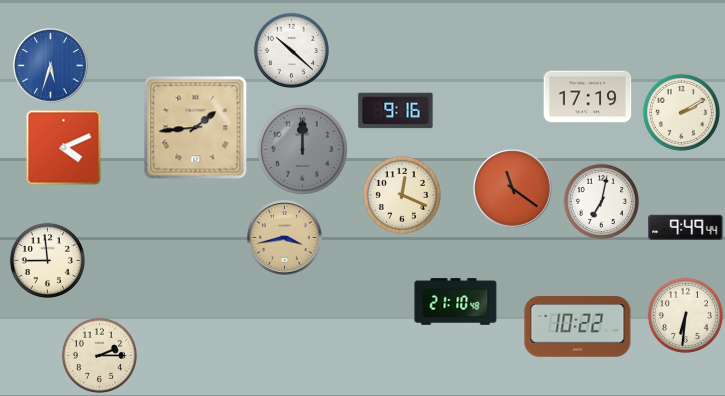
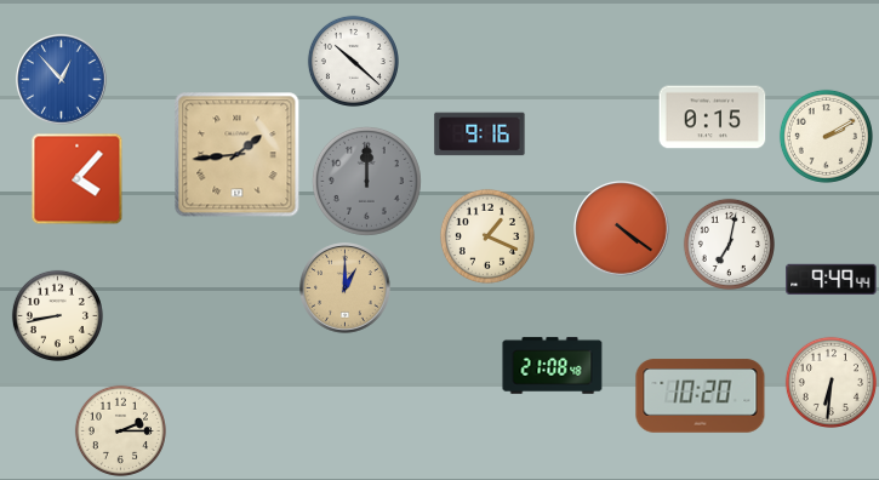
clock at (51, 66): 5:33 -> 12:53
clock at (588, 97): 17:19 -> 0:15
clock at (64, 148): 4:11 -> 4:07
clock at (513, 189): 11:21 -> 4:21
clock at (402, 195): 12:19 -> 1:19
clock at (686, 227) position: (686, 227) -> (832, 279)
clock at (285, 238): 3:43 -> 1:00
clock at (47, 260): 8:59 -> 8:43
clock at (456, 302): 21:10 -> 21:08
clock at (578, 327): 10:22 -> 10:20
